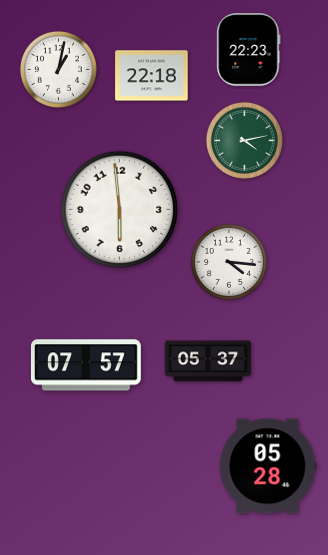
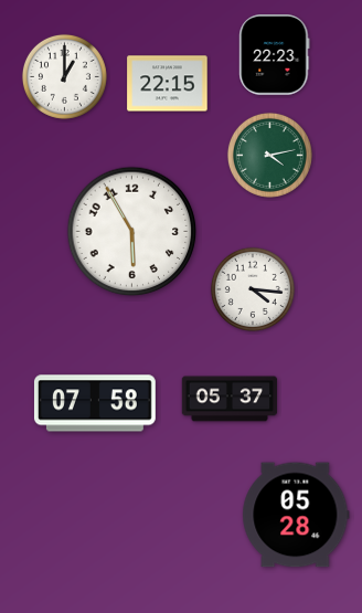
clock at (58, 69): 1:02 -> 1:00
clock at (152, 76): 22:18 -> 22:15
clock at (120, 210): 5:59 -> 5:55
clock at (86, 365): 07:57 -> 07:58
